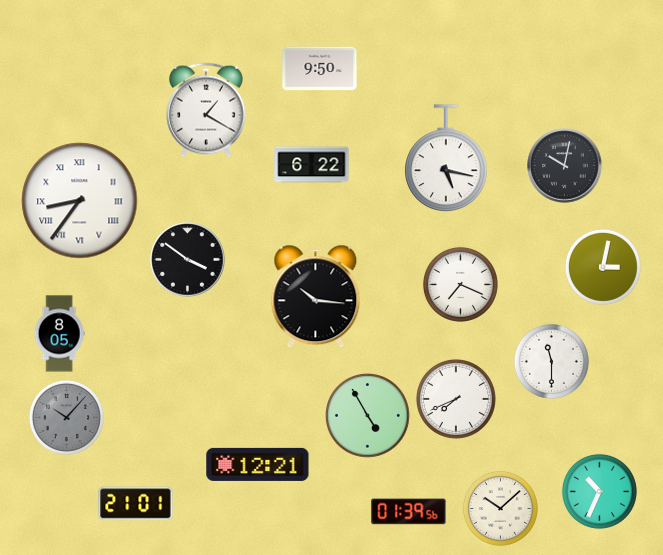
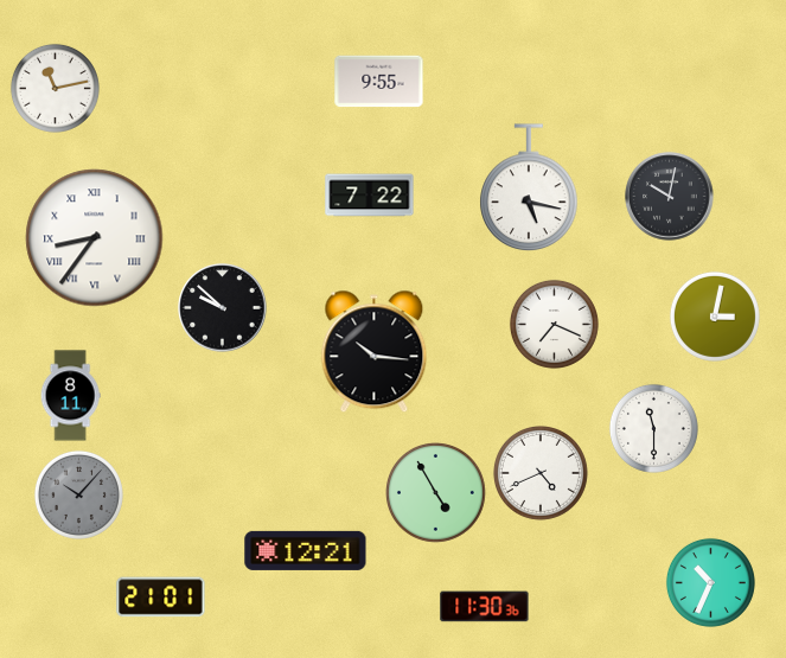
clock at (320, 69): 9:50 -> 9:55
clock at (55, 88): none -> 11:13
clock at (206, 110): 1:20 -> none
clock at (312, 165): 6:22 -> 7:22
clock at (188, 260): 3:51 -> 9:52
clock at (460, 284) position: (460, 284) -> (554, 324)
clock at (59, 334): 8:05 -> 8:11
clock at (456, 399): 7:41 -> 4:41
clock at (500, 508): 10:08 -> none
clock at (409, 512): 01:39 -> 11:30
